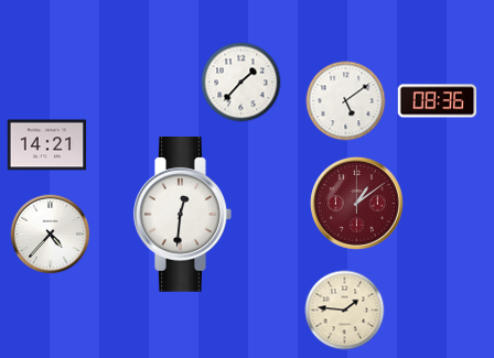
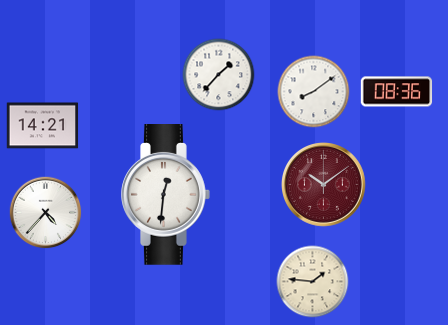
clock at (346, 101): 5:09 -> 8:09
clock at (47, 145) position: (47, 145) -> (43, 126)
clock at (357, 204): 1:09 -> 10:09
